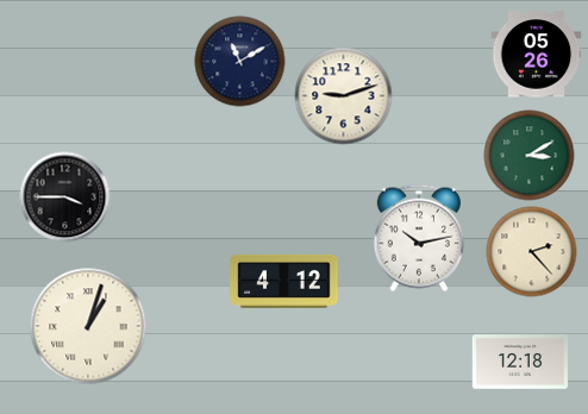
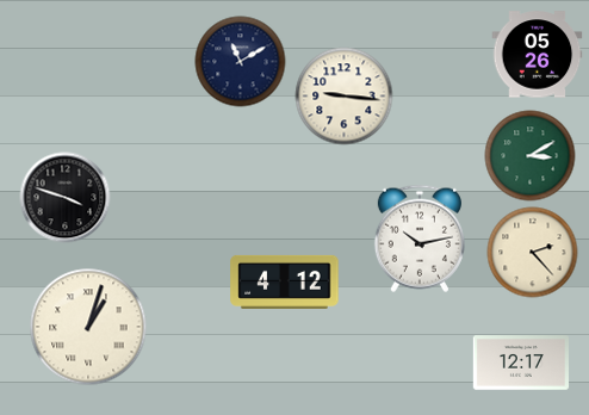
clock at (344, 96): 9:12 -> 9:16
clock at (65, 197): 3:45 -> 3:48
clock at (520, 362): 12:18 -> 12:17
